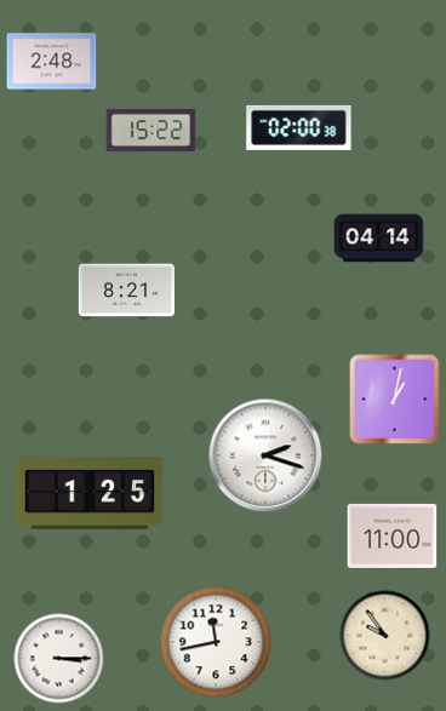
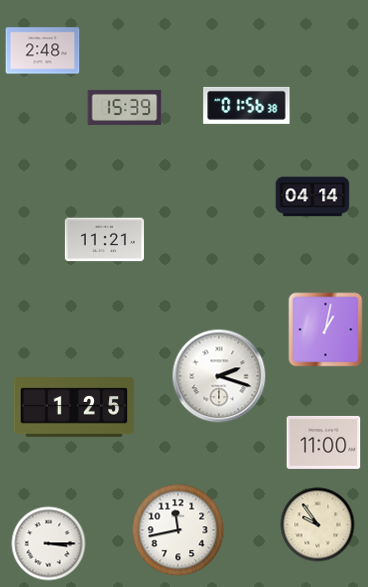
clock at (299, 127): 02:00 -> 01:56
clock at (151, 130): 15:22 -> 15:39
clock at (126, 291): 8:21 -> 11:21
